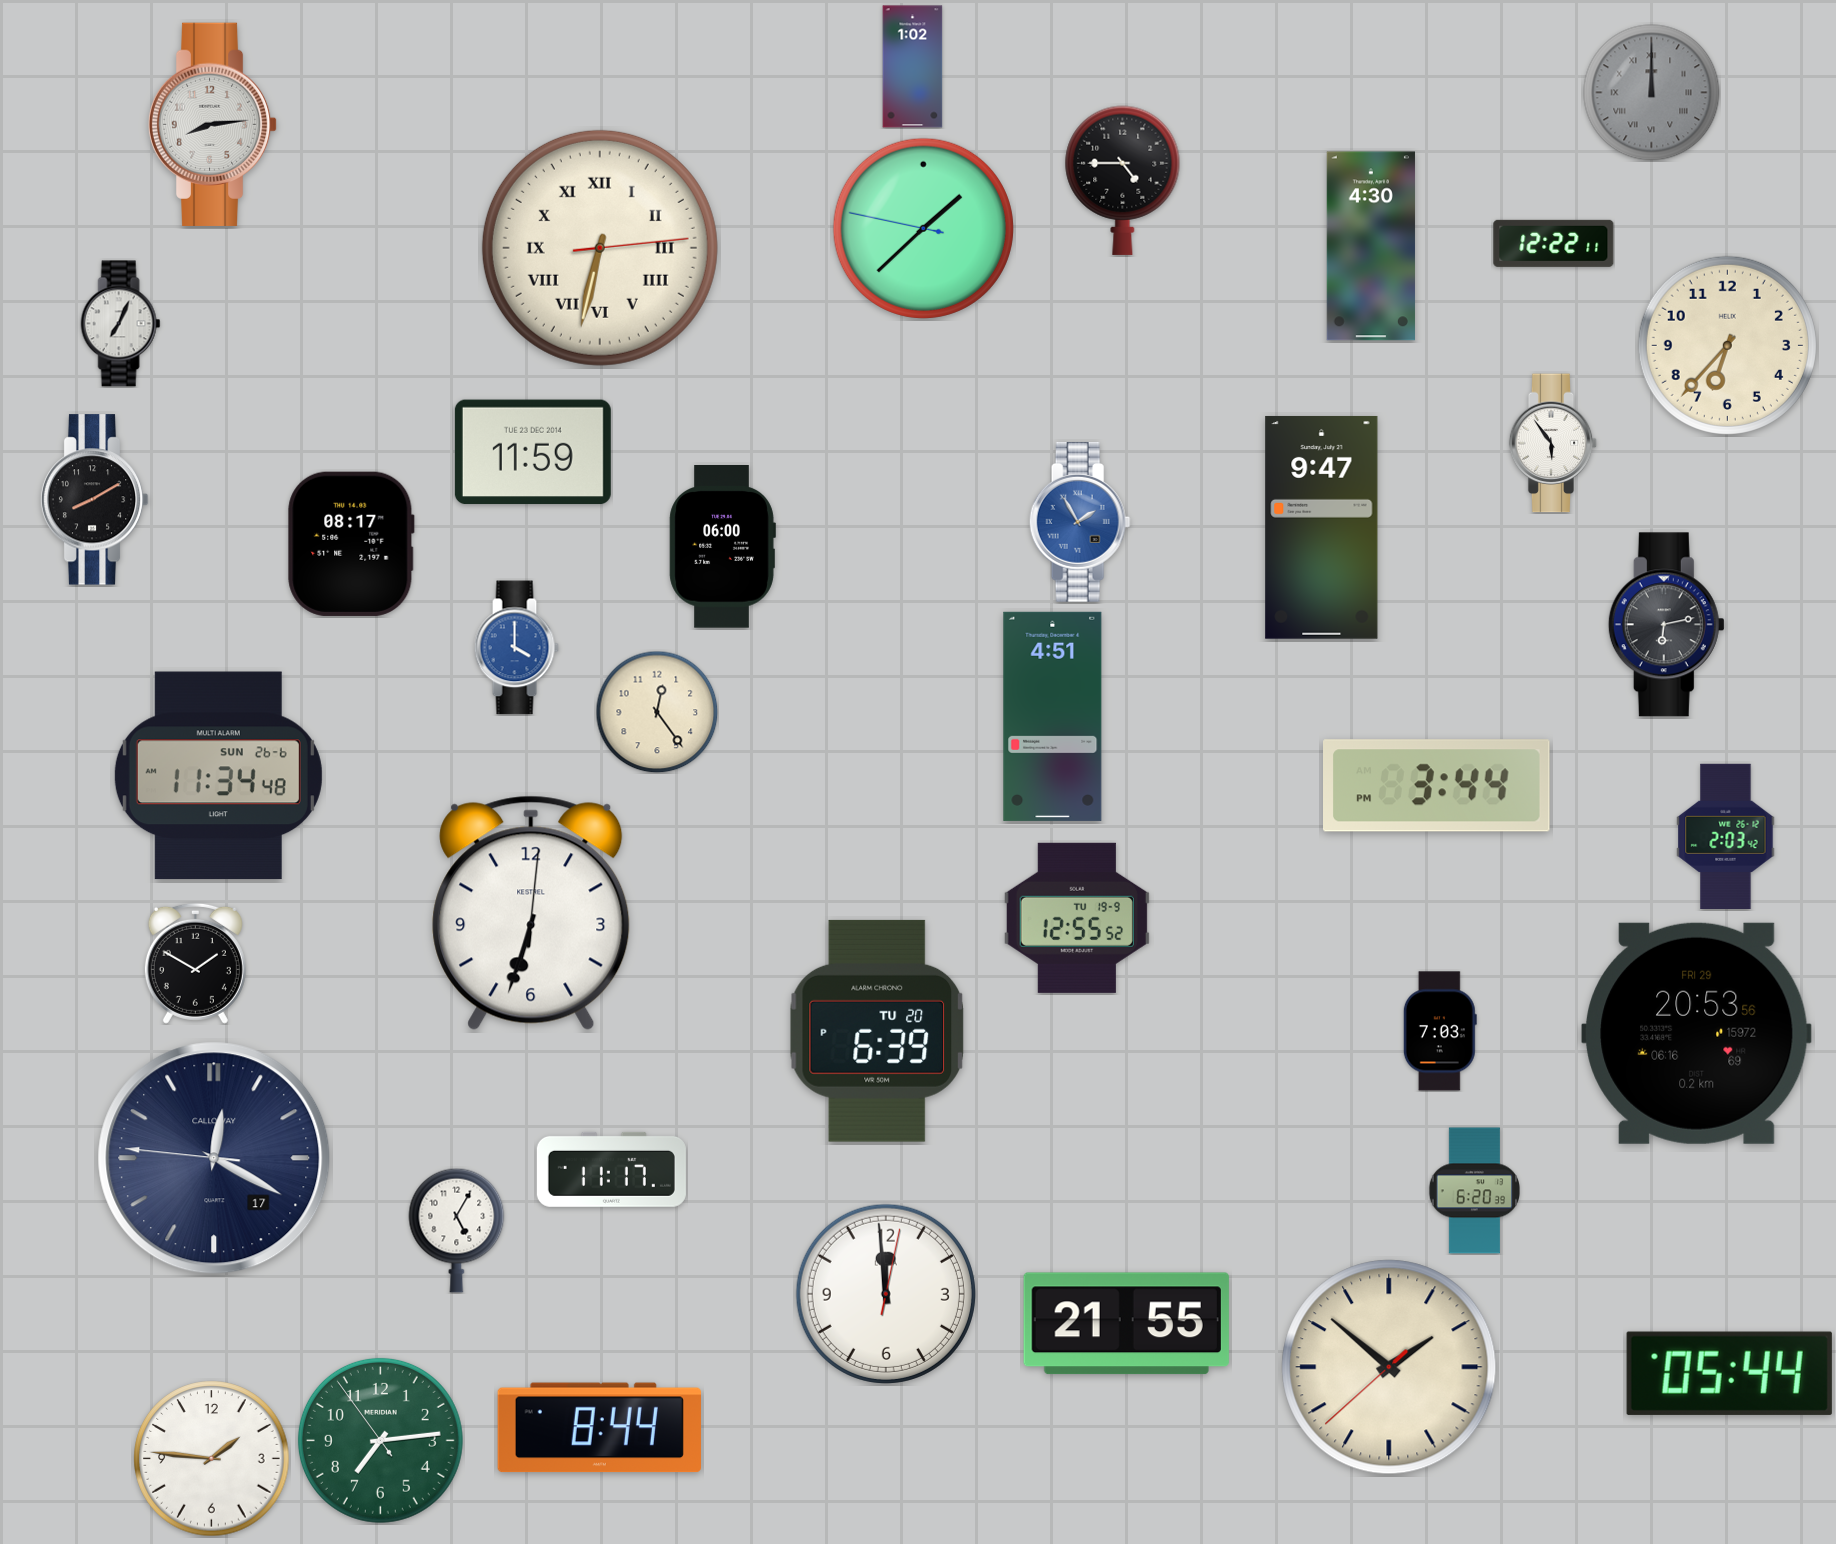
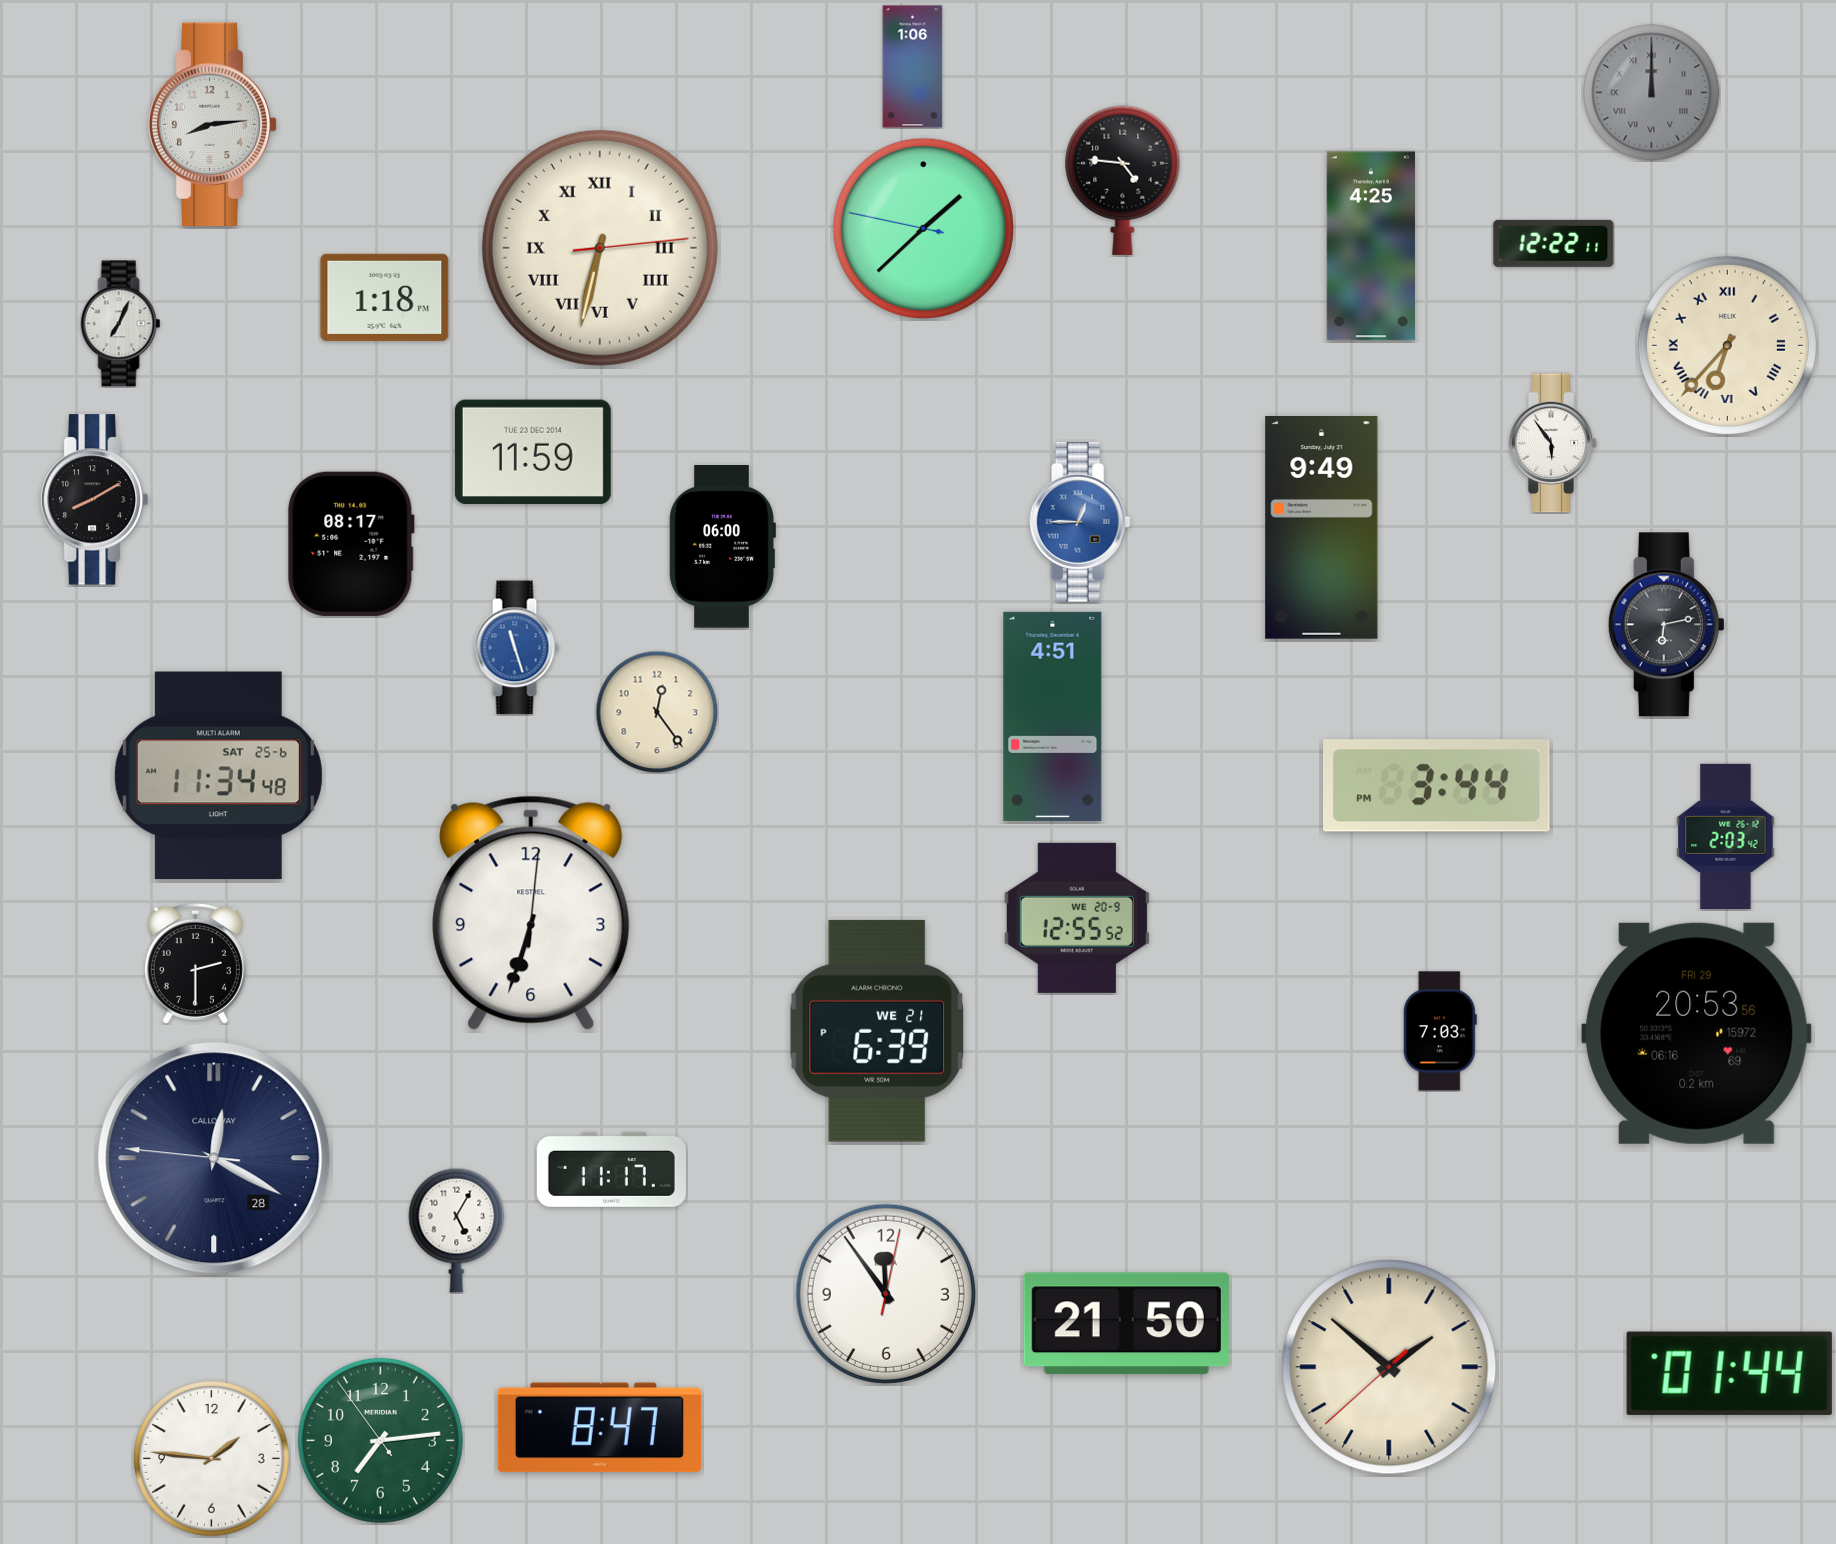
clock at (913, 67): 1:02 -> 1:06
clock at (1123, 180): 4:45 -> 4:46
clock at (1371, 246): 4:30 -> 4:25
clock at (385, 297): none -> 1:18
clock at (1727, 345) numerals: Arabic -> Roman
clock at (1080, 522): 1:55 -> 12:45
clock at (1322, 527): 9:47 -> 9:49
clock at (516, 648): 4:00 -> 11:27
clock at (218, 776) date: SUN 26-6 -> SAT 25-6
clock at (1077, 918) date: TU 19-9 -> WE 20-9
clock at (195, 963): 1:50 -> 2:30
clock at (876, 1031) date: TU 20 -> WE 21
clock at (214, 1158) date: 17 -> 28
clock at (1474, 1191): 6:20 -> none
clock at (886, 1294): 11:59 -> 11:54
clock at (1126, 1324): 21:55 -> 21:50
clock at (1729, 1373): 05:44 -> 01:44
clock at (599, 1428): 8:44 -> 8:47
